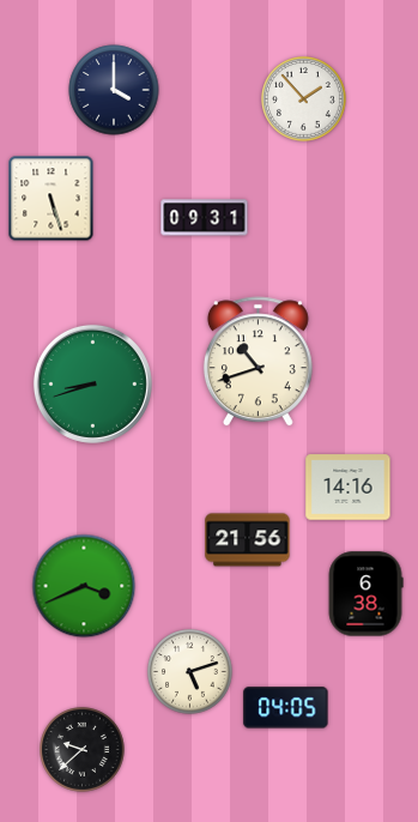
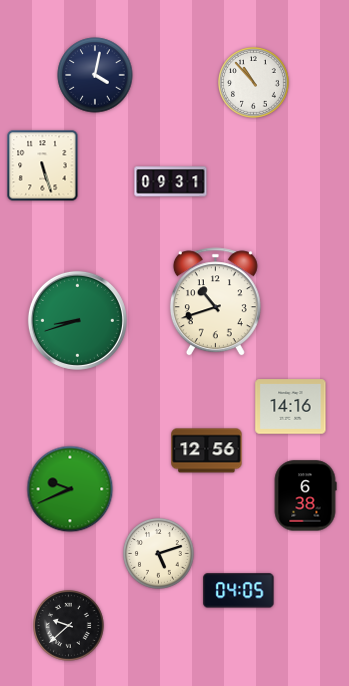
clock at (114, 90): 4:00 -> 4:02
clock at (304, 99): 1:53 -> 10:53
clock at (248, 540): 21:56 -> 12:56
clock at (84, 586): 3:41 -> 9:41
clock at (190, 672) position: (190, 672) -> (159, 554)
